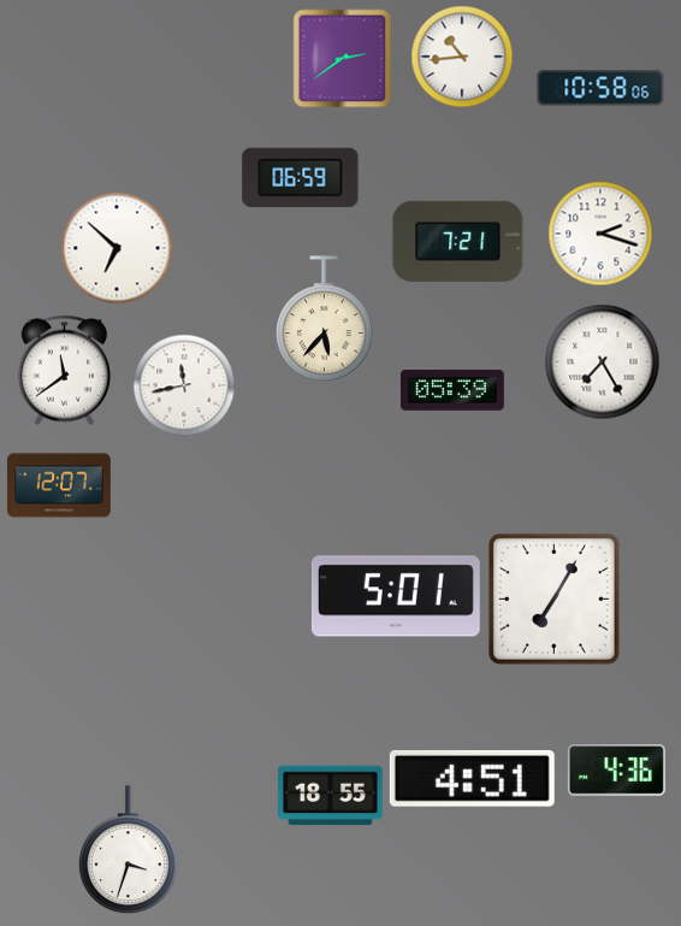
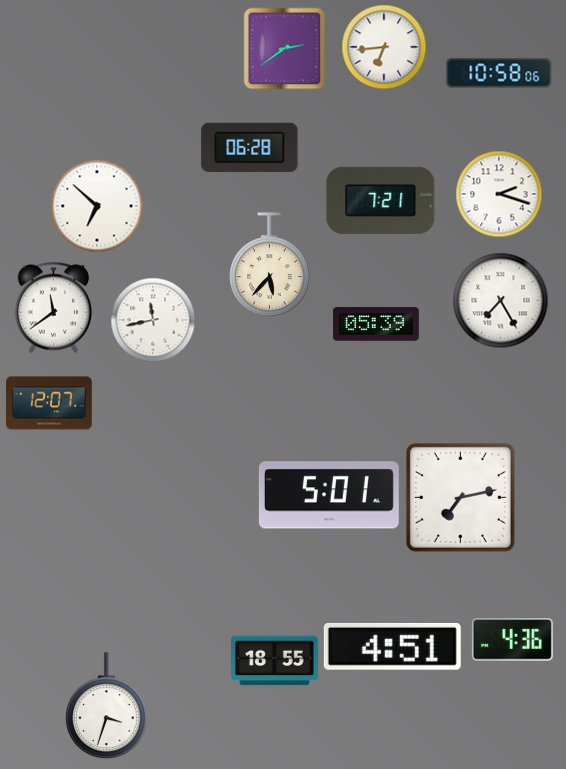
clock at (462, 57): 10:44 -> 6:44
clock at (301, 177): 06:59 -> 06:28
clock at (553, 598): 7:05 -> 7:13
